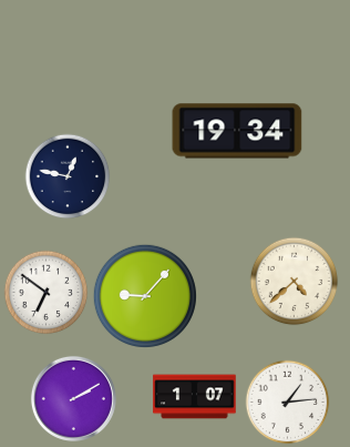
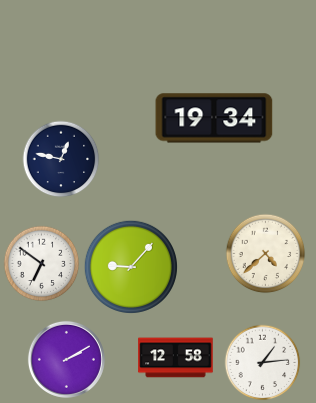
clock at (195, 397): 1:07 -> 12:58
clock at (288, 403) position: (288, 403) -> (263, 363)
